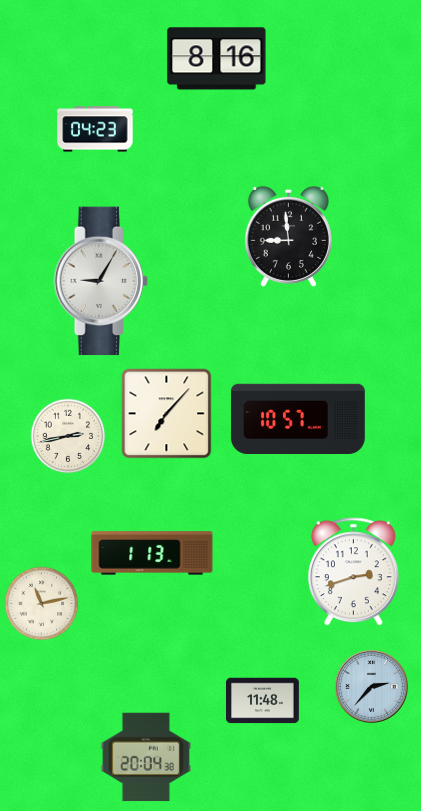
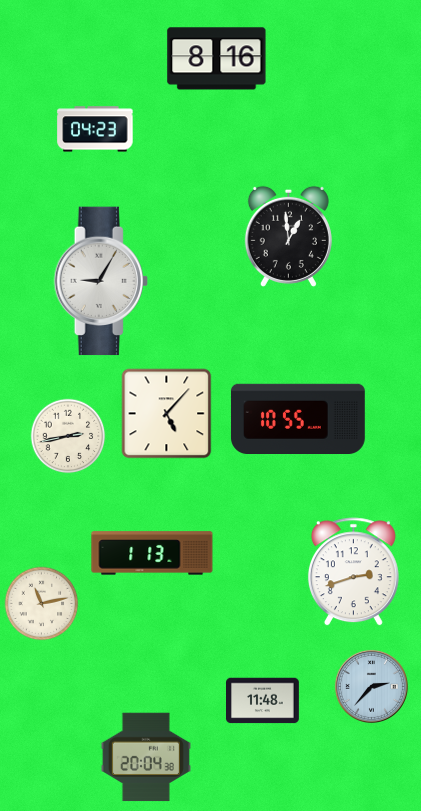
clock at (288, 236): 8:59 -> 12:59
clock at (167, 414): 7:07 -> 5:07
clock at (298, 418): 10:57 -> 10:55
